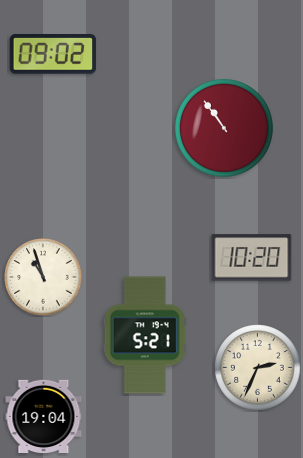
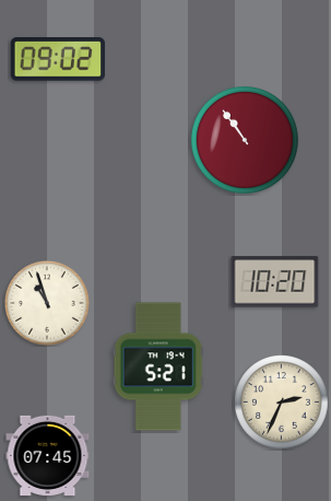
clock at (44, 416): 19:04 -> 07:45
